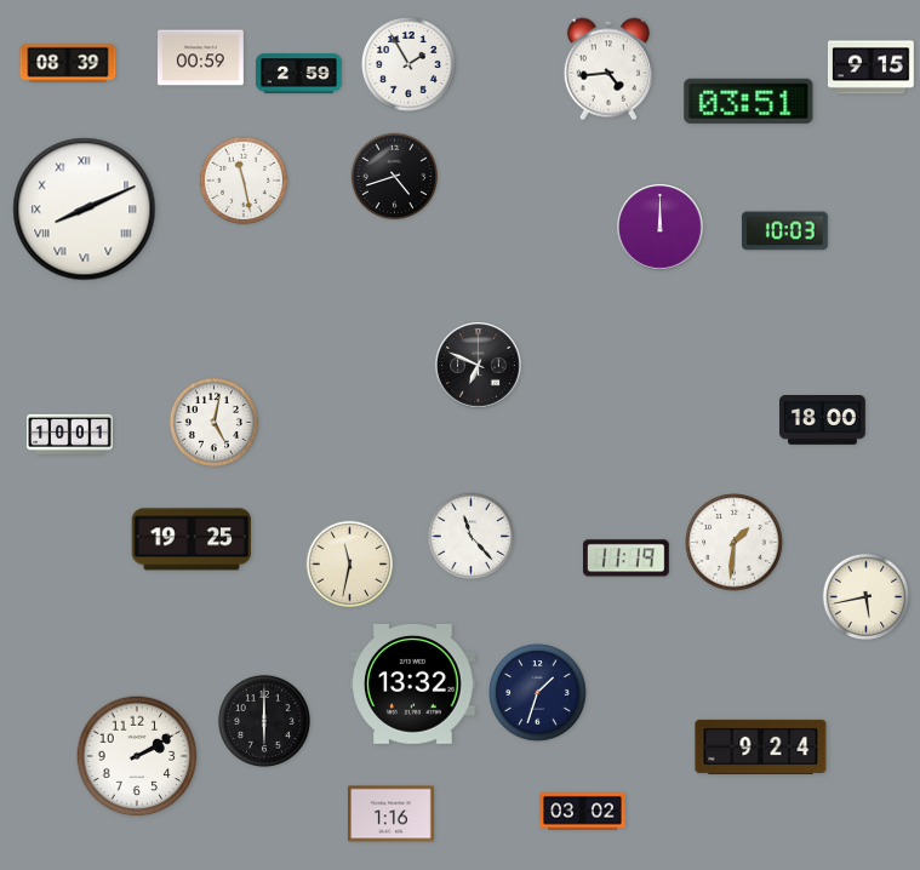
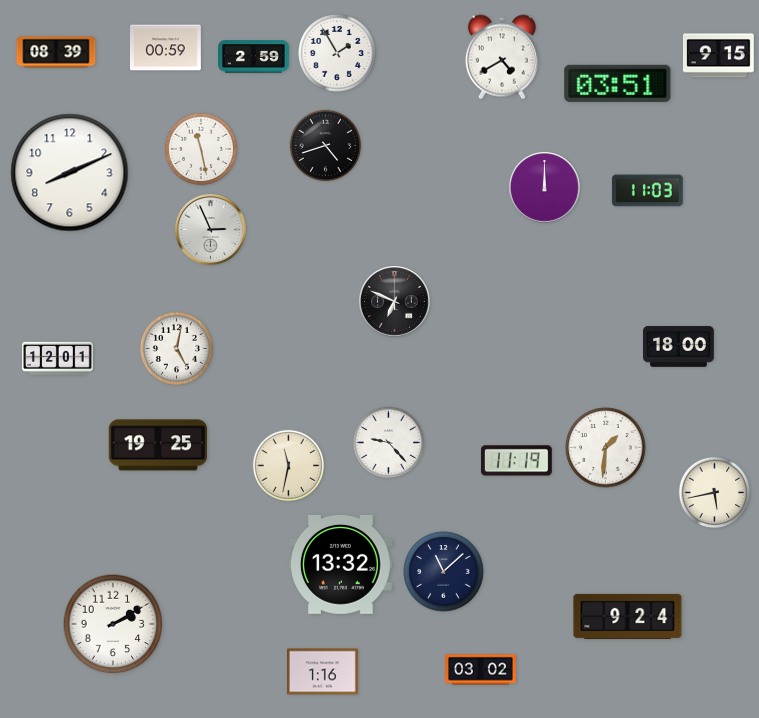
clock at (608, 69): 4:44 -> 4:40
clock at (299, 74) position: (299, 74) -> (254, 57)
clock at (85, 210) numerals: Roman -> Arabic
clock at (784, 231): 10:03 -> 11:03
clock at (211, 230): none -> 2:56
clock at (70, 434): 10:01 -> 12:01
clock at (472, 537): 11:23 -> 9:23
clock at (538, 693): 1:33 -> 11:08
clock at (264, 721): 6:00 -> none
